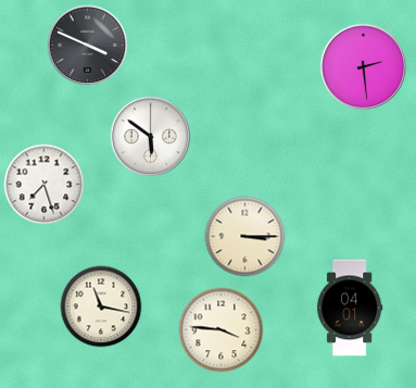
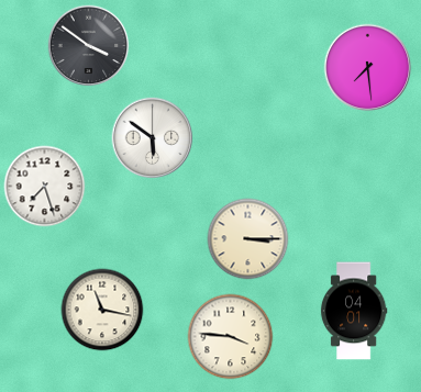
clock at (88, 46): 3:49 -> 3:51
clock at (364, 67): 2:29 -> 7:29
clock at (222, 330) position: (222, 330) -> (231, 337)
